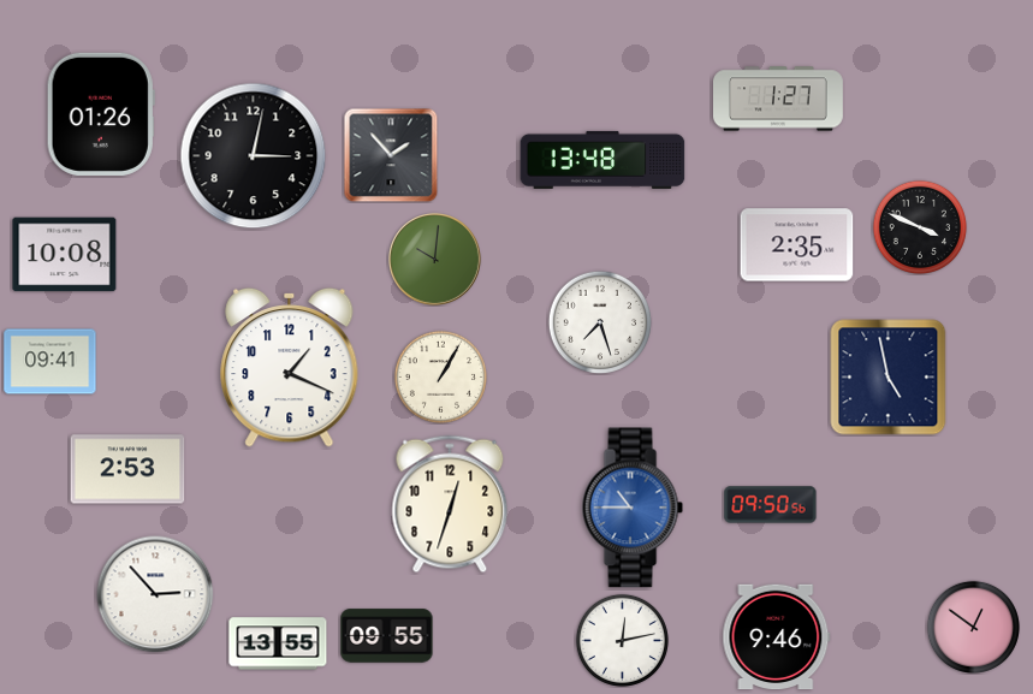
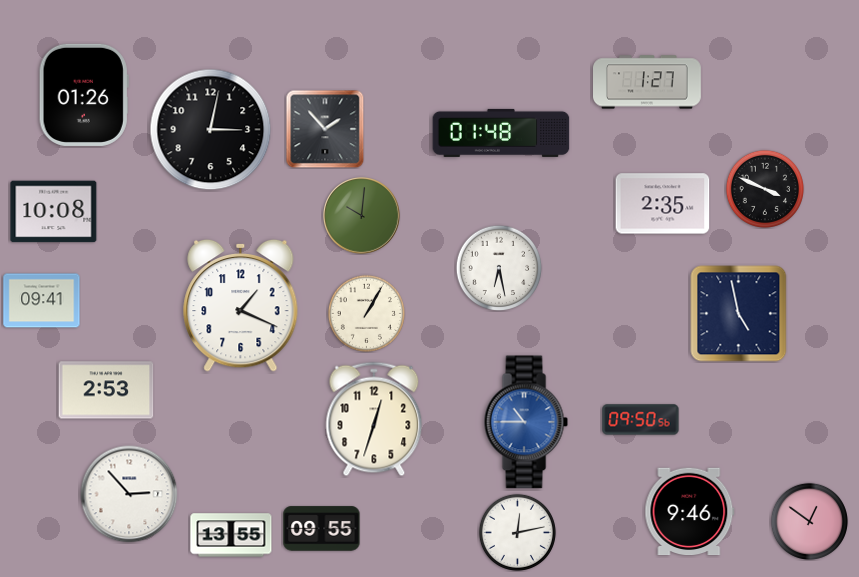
clock at (602, 160): 13:48 -> 01:48
clock at (600, 322): 7:27 -> 6:28
clock at (777, 637) position: (777, 637) -> (690, 512)
